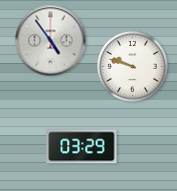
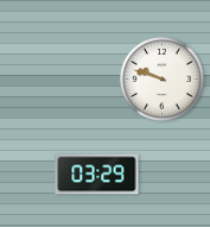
clock at (51, 41): 4:54 -> none
clock at (133, 67) position: (133, 67) -> (163, 80)
